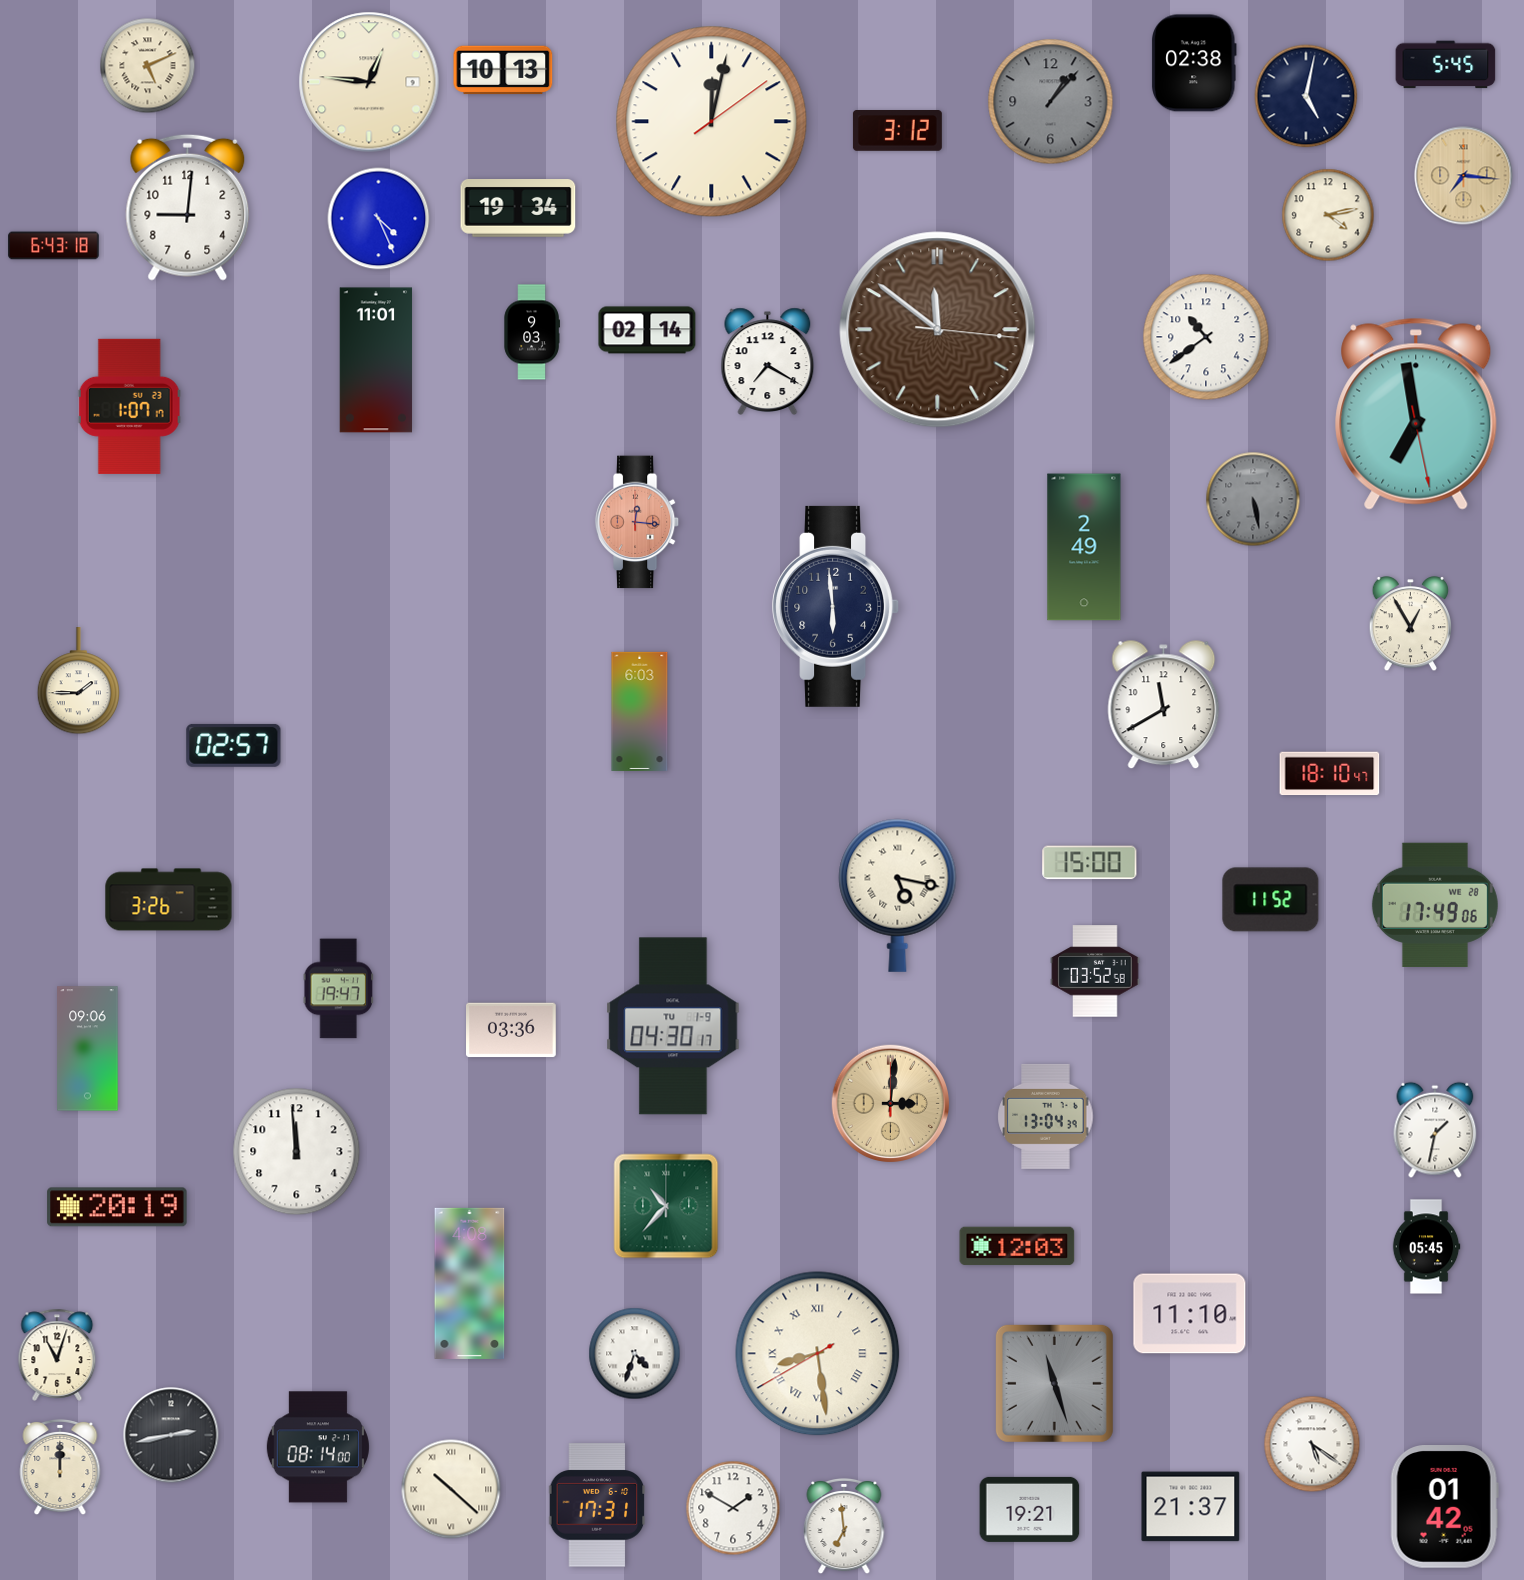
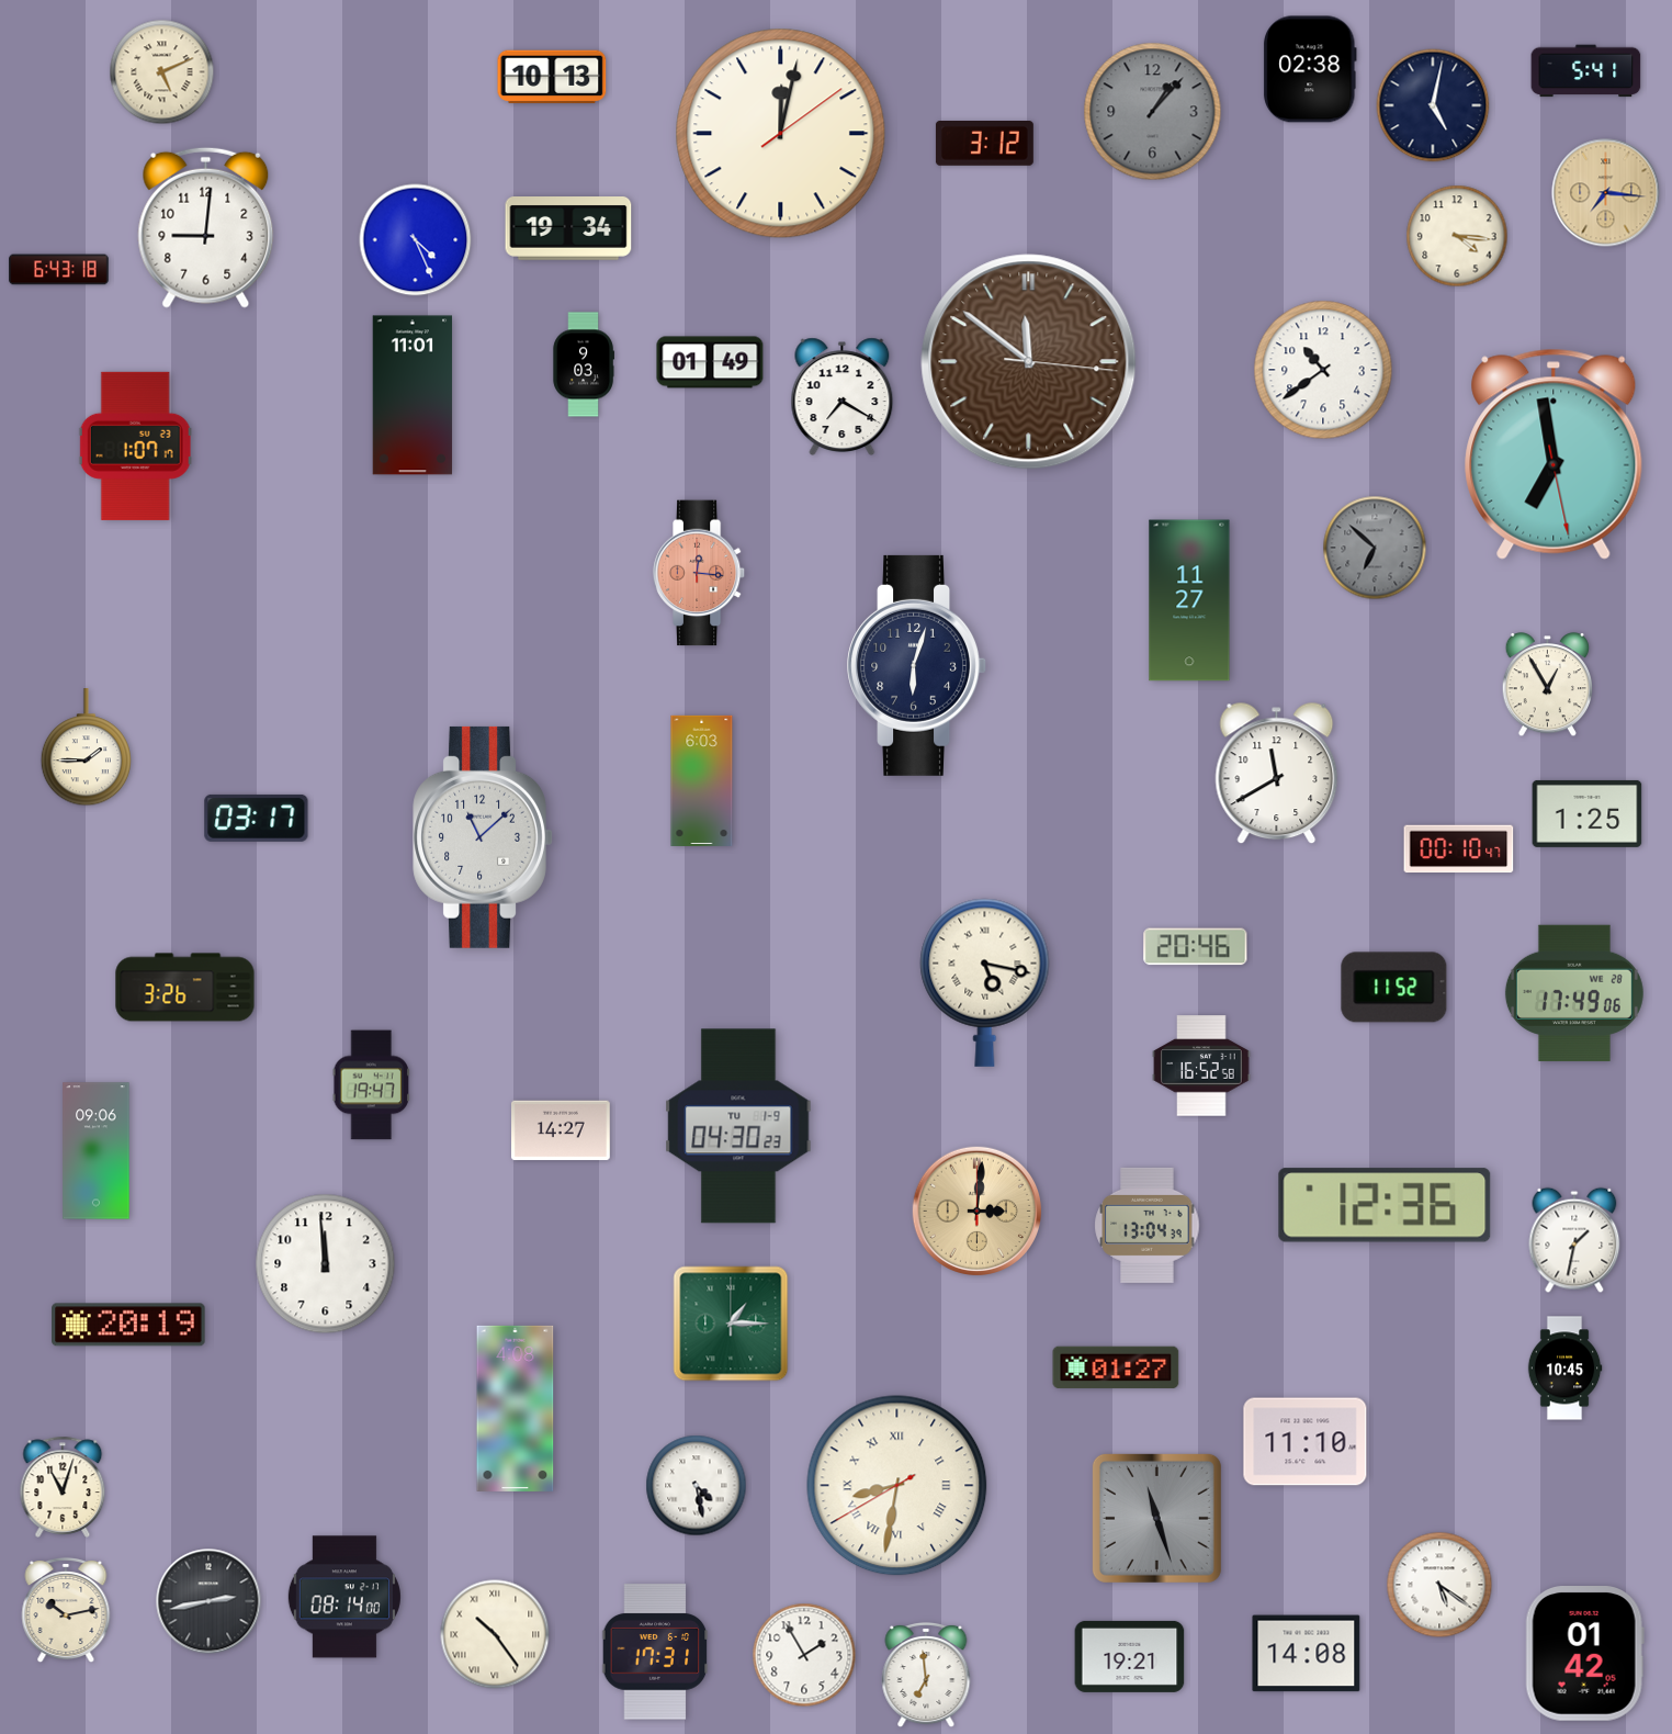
clock at (1446, 65): 5:45 -> 5:41
clock at (369, 82): 12:46 -> none
clock at (1328, 215): 4:13 -> 4:16
clock at (647, 330): 02:14 -> 01:49
clock at (129, 406) position: (129, 406) -> (135, 446)
clock at (1253, 499): 5:28 -> 6:52
clock at (1084, 547): 2:49 -> 11:27
clock at (836, 606): 5:59 -> 6:03
clock at (1588, 813): none -> 1:25
clock at (234, 745): 02:57 -> 03:17
clock at (483, 837): none -> 11:08
clock at (1330, 774): 18:10 -> 00:10
clock at (1090, 863): 15:00 -> 20:46
clock at (1095, 971): 03:52 -> 16:52
clock at (673, 1026): 04:30:17 -> 04:30:23
clock at (512, 1030): 03:36 -> 14:27
clock at (1385, 1205): none -> 12:36
clock at (666, 1206): 10:37 -> 1:15
clock at (1017, 1246): 12:03 -> 01:27
clock at (1426, 1247): 05:45 -> 10:45
clock at (635, 1354): 4:33 -> 4:28
clock at (818, 1354): 8:28 -> 8:31
clock at (171, 1435) position: (171, 1435) -> (208, 1601)
clock at (318, 1447) position: (318, 1447) -> (344, 1597)
clock at (60, 1467): 12:00 -> 10:13
clock at (451, 1489): 10:22 -> 10:24
clock at (1191, 1507): 21:37 -> 14:08
clock at (733, 1508): 1:50 -> 1:55
